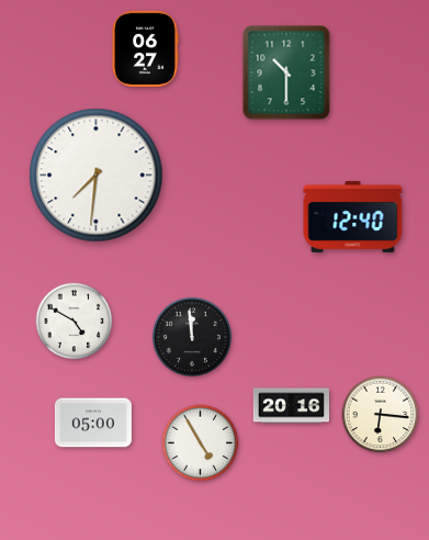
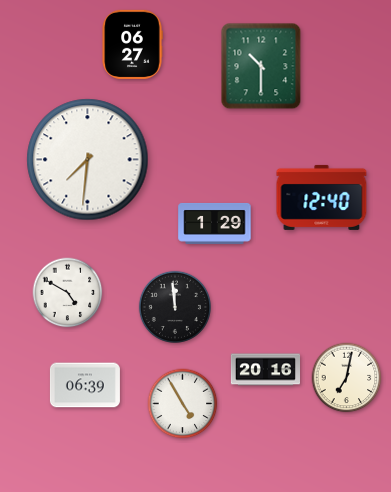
clock at (215, 223): none -> 1:29
clock at (381, 415): 6:16 -> 7:02
clock at (93, 423): 05:00 -> 06:39
